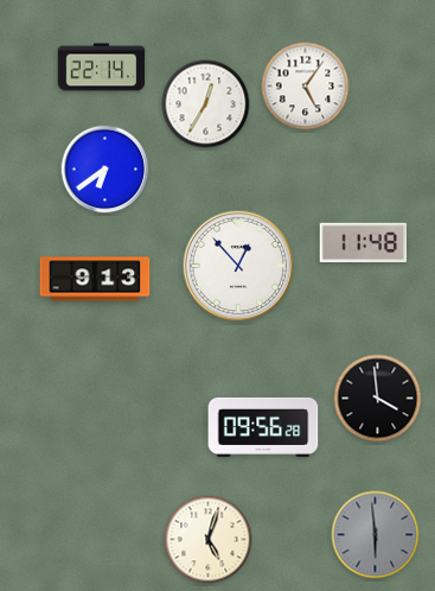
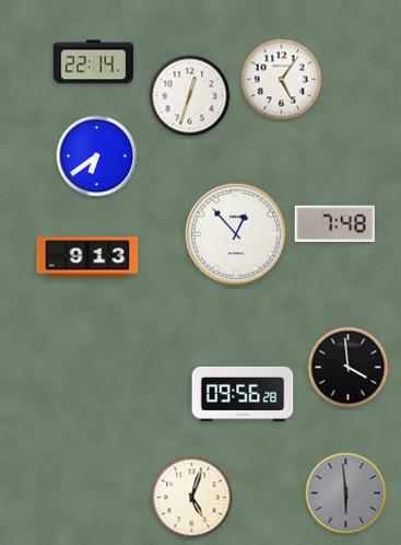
clock at (206, 104): 12:35 -> 12:33
clock at (363, 242): 11:48 -> 7:48
clock at (238, 266) position: (238, 266) -> (236, 234)
